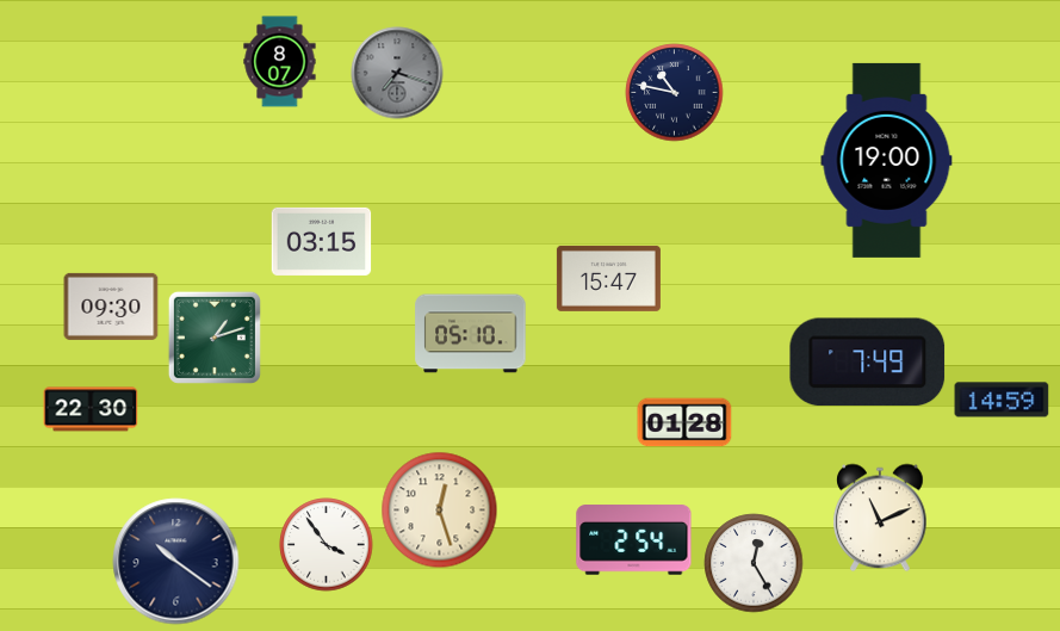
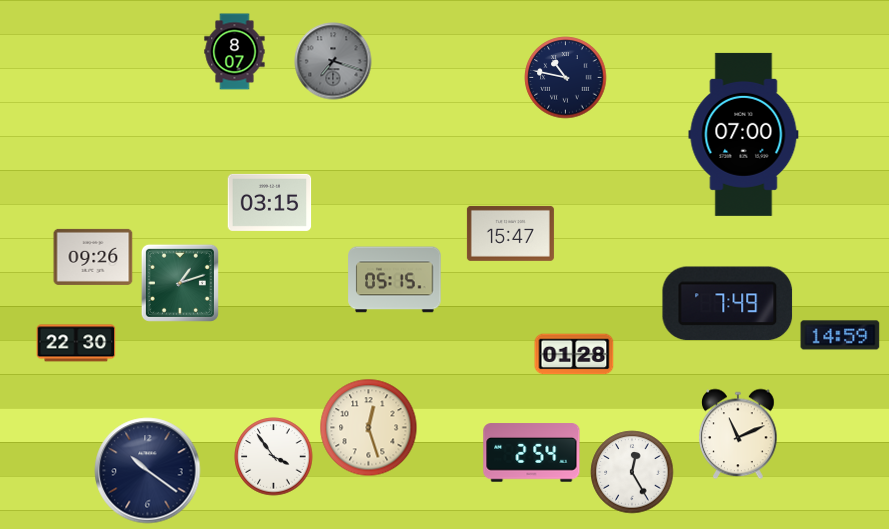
clock at (887, 160): 19:00 -> 07:00
clock at (111, 307): 09:30 -> 09:26
clock at (471, 334): 05:10 -> 05:15
